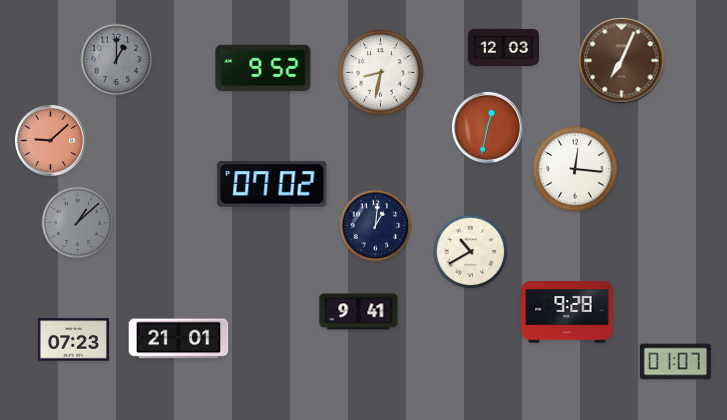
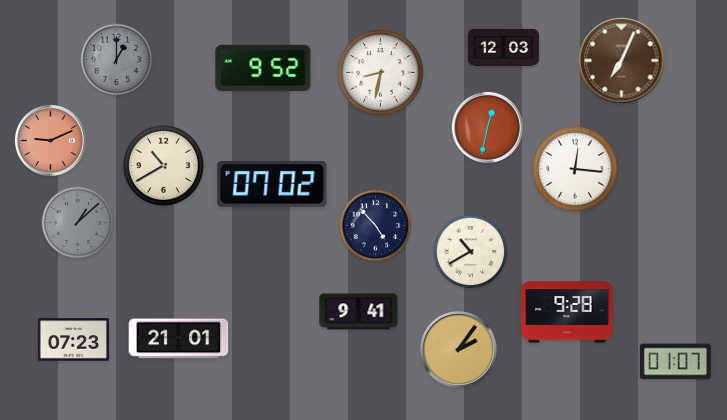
clock at (50, 140): 9:08 -> 9:11
clock at (163, 165): none -> 10:40
clock at (376, 226): 1:01 -> 4:53
clock at (459, 350): none -> 2:06
